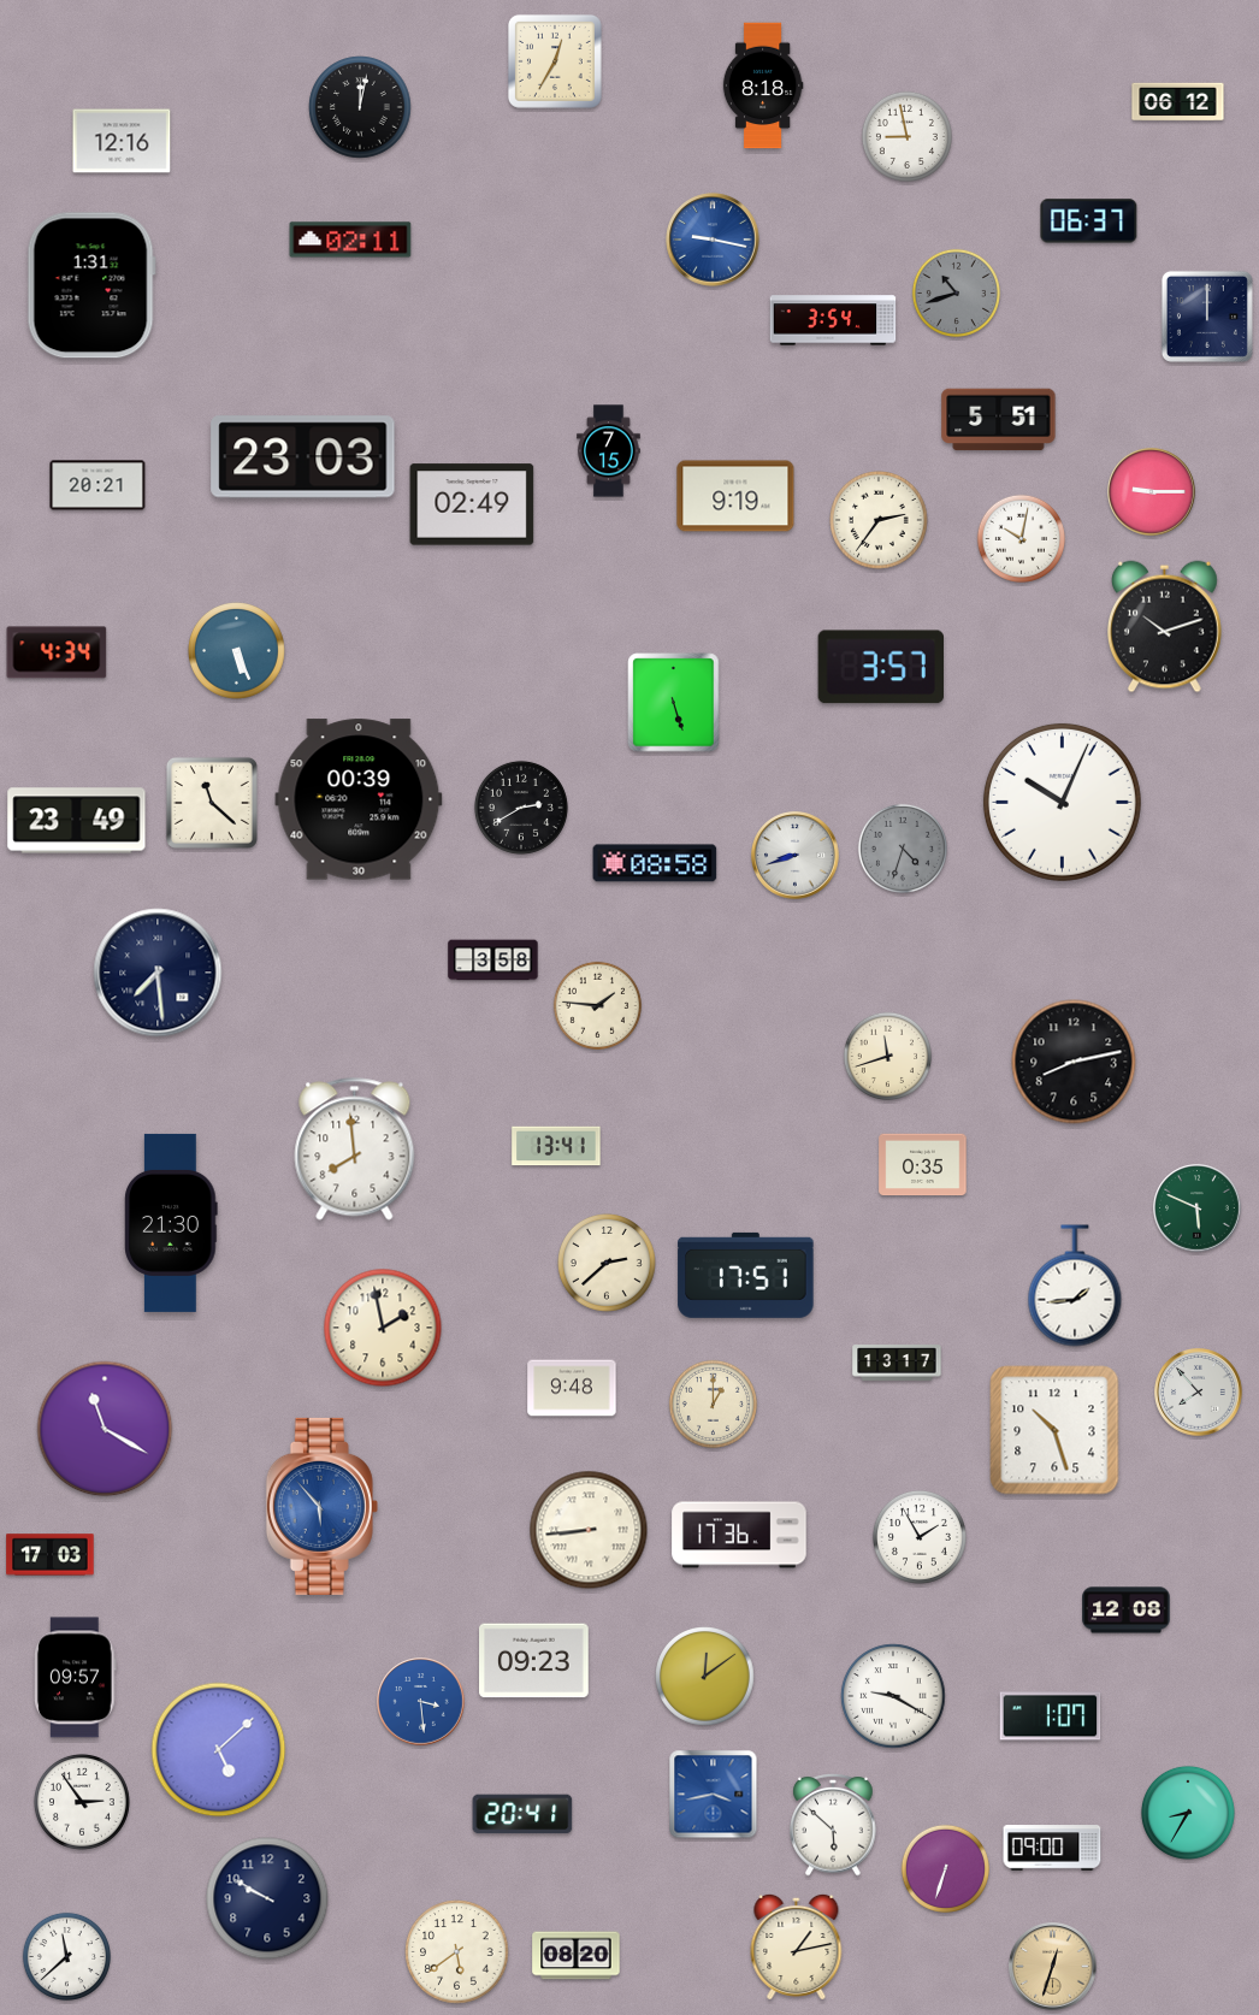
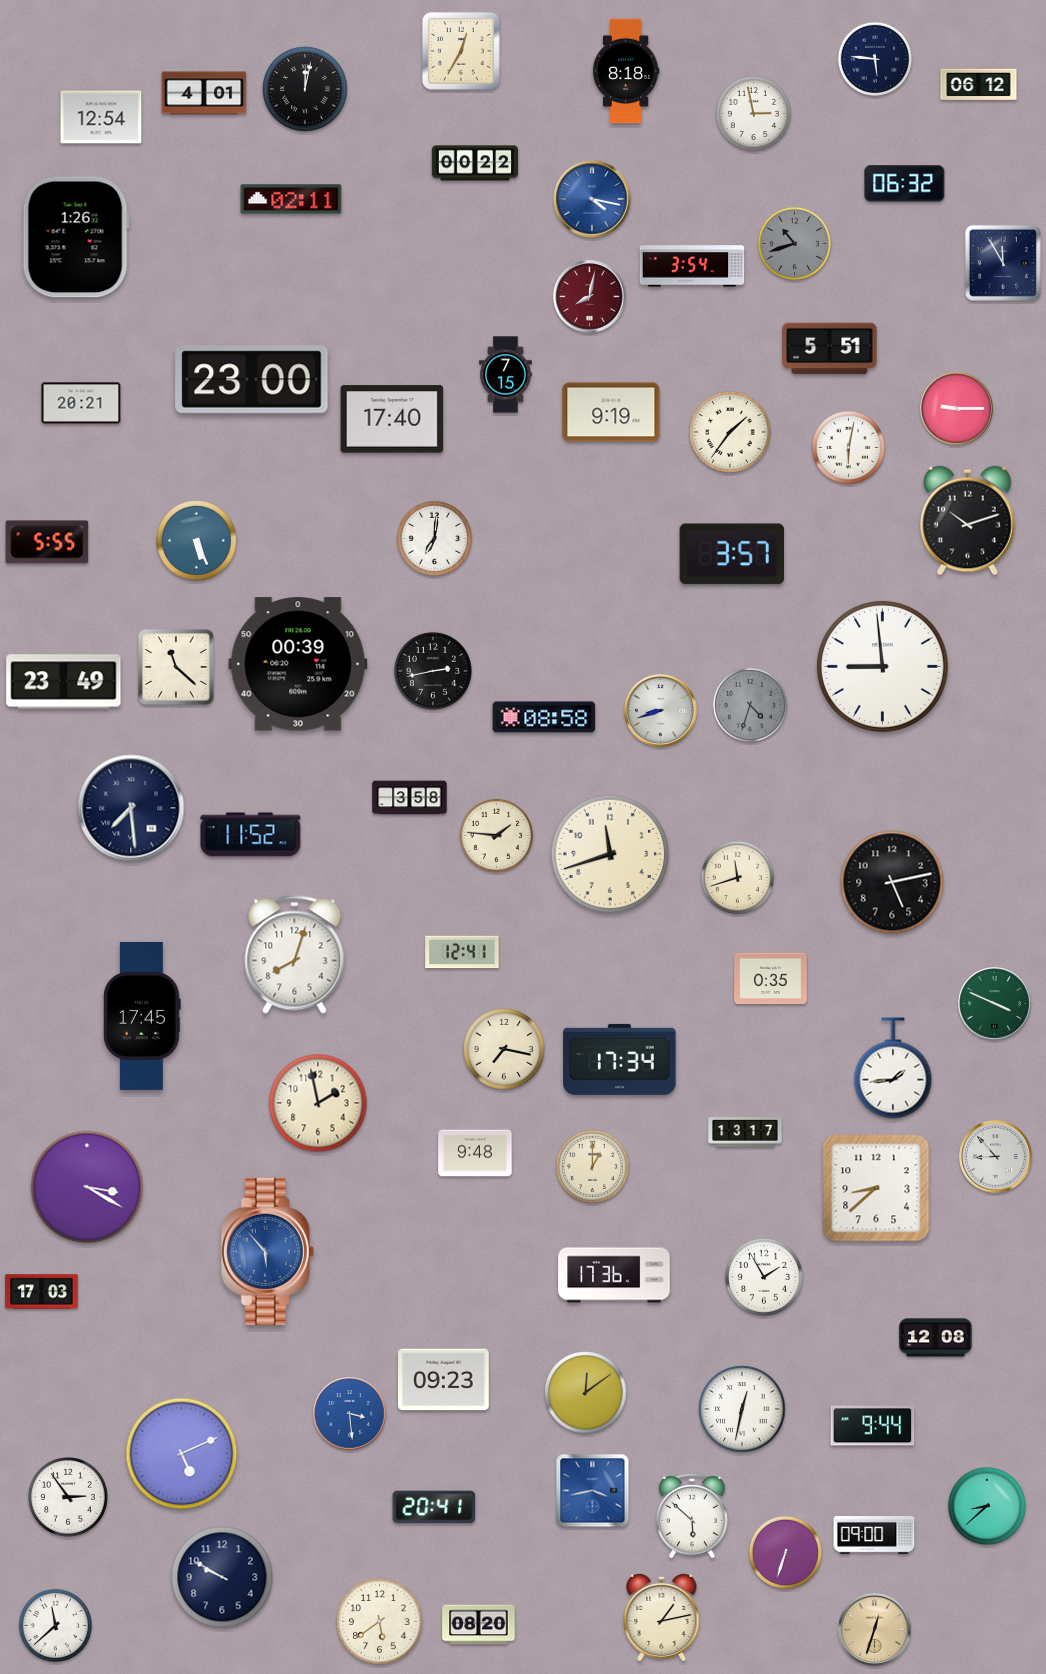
clock at (875, 59): none -> 5:46
clock at (763, 85) position: (763, 85) -> (626, 71)
clock at (360, 107) position: (360, 107) -> (305, 89)
clock at (204, 93): none -> 4:01
clock at (906, 136): 8:58 -> 2:58
clock at (122, 141): 12:16 -> 12:54
clock at (475, 163): none -> 00:22
clock at (1089, 221): 06:37 -> 06:32
clock at (713, 240): 9:17 -> 4:17
clock at (91, 285): 1:31 -> 1:26
clock at (1207, 317): 12:00 -> 11:55
clock at (590, 297): none -> 8:02
clock at (303, 457): 23:03 -> 23:00
clock at (472, 504): 02:49 -> 17:40
clock at (880, 521): 2:36 -> 1:36
clock at (1021, 538): 10:02 -> 6:02
clock at (434, 538): none -> 7:01
clock at (57, 652): 4:34 -> 5:55
clock at (674, 703): 5:27 -> none
clock at (1062, 802): 10:04 -> 8:59
clock at (521, 808): 2:40 -> 2:43
clock at (251, 835): none -> 11:52
clock at (610, 854): none -> 11:42
clock at (1074, 1062): 8:13 -> 5:13
clock at (556, 1146): 13:41 -> 12:41
clock at (355, 1150): 7:59 -> 8:03
clock at (923, 1165) position: (923, 1165) -> (771, 979)
clock at (1198, 1209): 5:49 -> 3:49
clock at (171, 1223): 21:30 -> 17:45
clock at (608, 1264): 2:38 -> 7:17
clock at (746, 1275): 17:51 -> 17:34
clock at (1199, 1393): 7:53 -> 8:53
clock at (105, 1429): 11:20 -> 3:20
clock at (1054, 1430): 10:27 -> 8:38
clock at (589, 1530): 8:44 -> none
clock at (75, 1678): 09:57 -> none
clock at (893, 1696): 9:20 -> 12:32
clock at (1051, 1716): 1:07 -> 9:44
clock at (219, 1750): 5:08 -> 5:11
clock at (1188, 1813): 8:35 -> 8:38
clock at (1053, 1967) position: (1053, 1967) -> (875, 1630)
